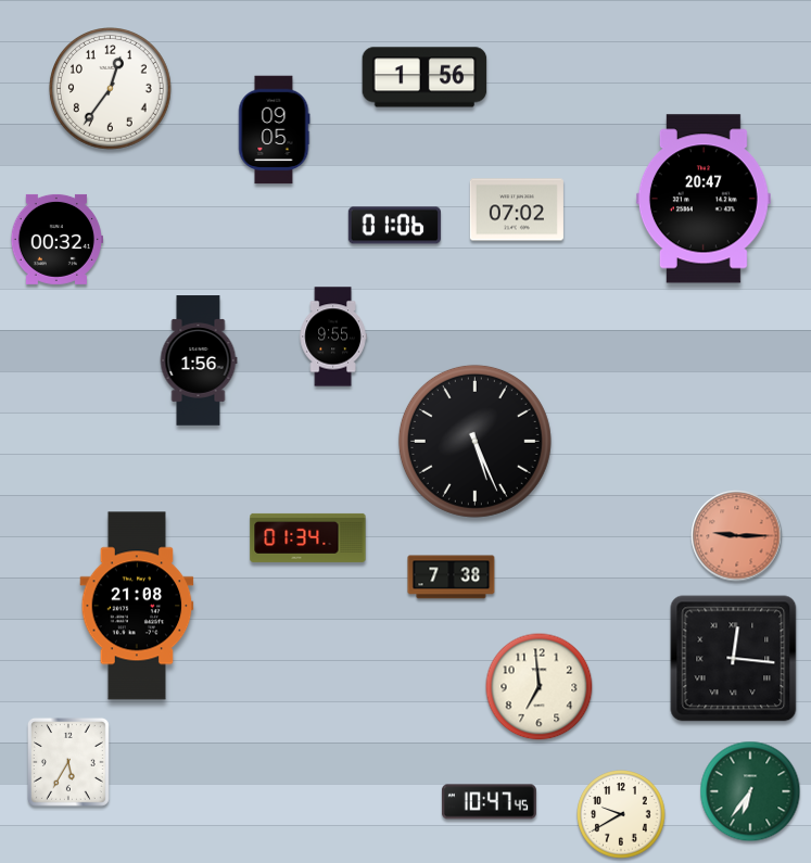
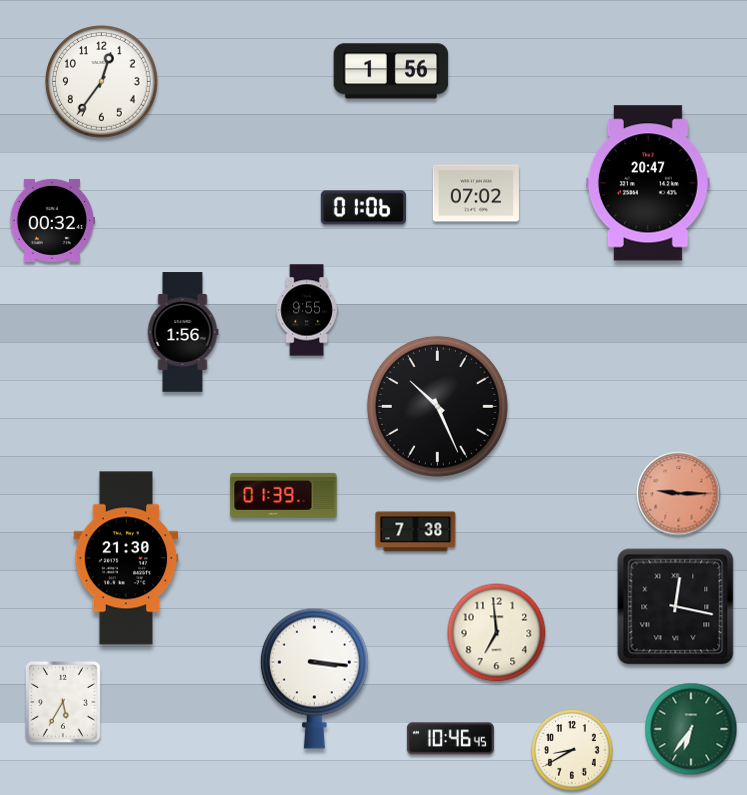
clock at (274, 130): 09:05 -> none
clock at (474, 441): 5:26 -> 10:26
clock at (308, 537): 01:34 -> 01:39
clock at (137, 606): 21:08 -> 21:30
clock at (734, 659): 12:16 -> 12:17
clock at (314, 678): none -> 3:16
clock at (489, 802): 10:47 -> 10:46
clock at (621, 814): 9:40 -> 8:40
